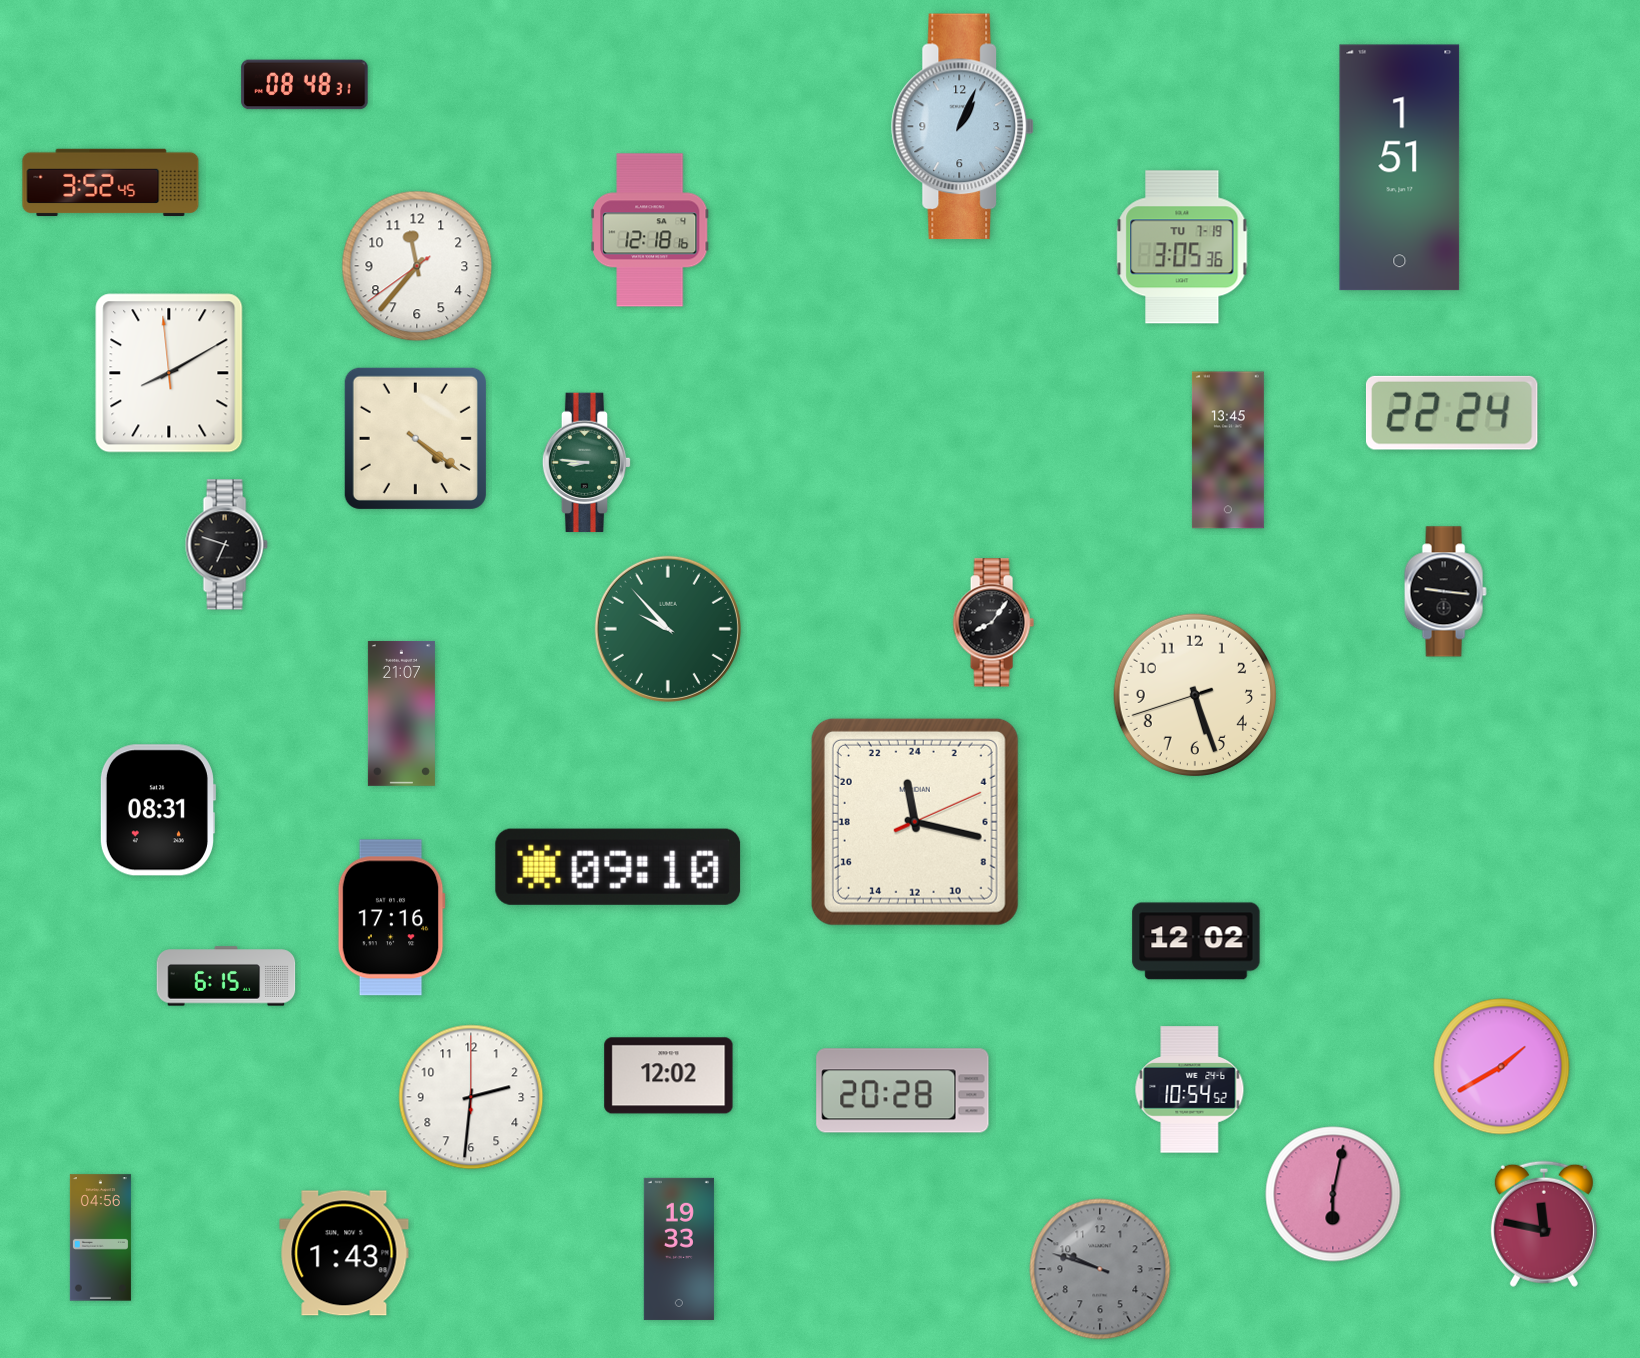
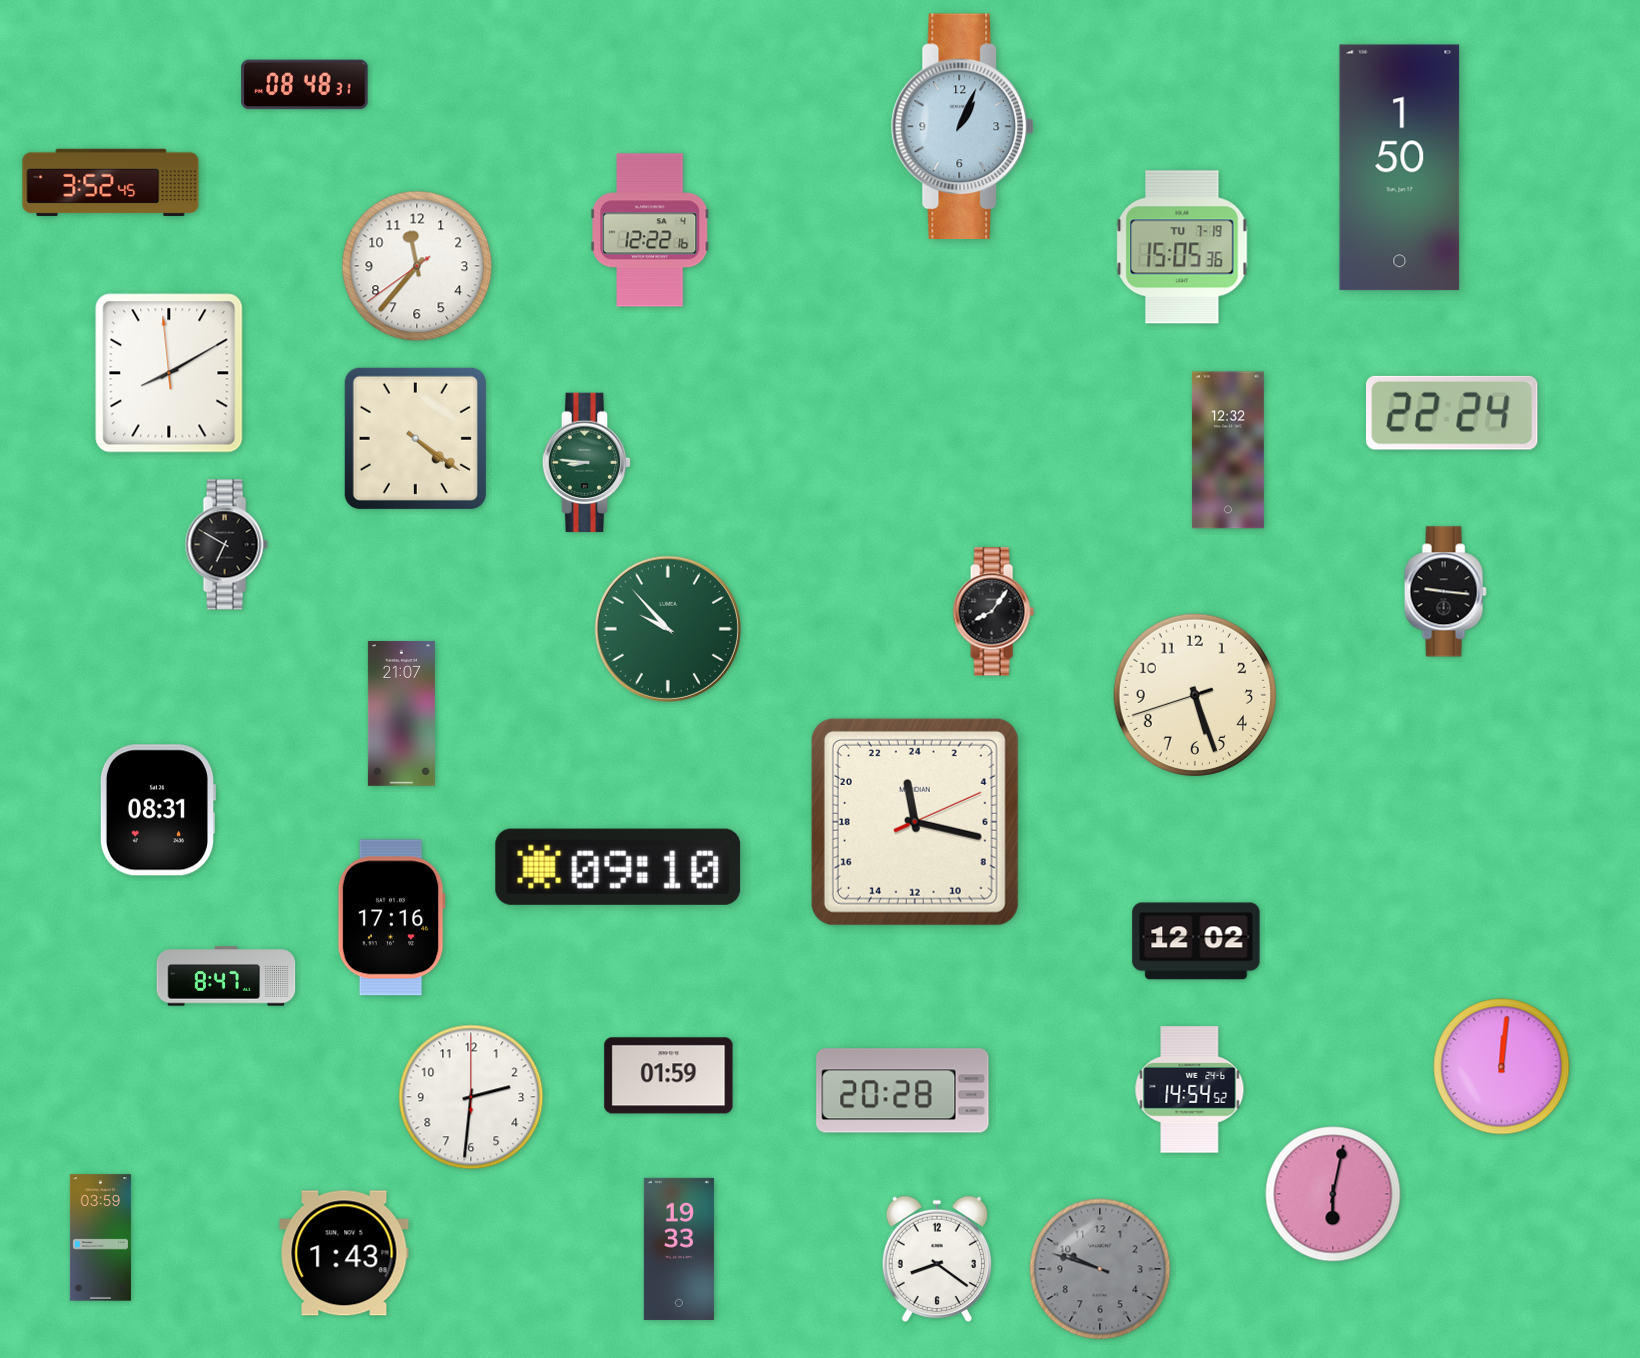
clock at (1400, 168): 1:51 -> 1:50
clock at (650, 230): 12:18 -> 12:22
clock at (1182, 247): 3:05 -> 15:05
clock at (1228, 450): 13:45 -> 12:32
clock at (226, 545): 6:48 -> 6:50
clock at (993, 623) position: (993, 623) -> (993, 612)
clock at (226, 976): 6:15 -> 8:47
clock at (1502, 1067): 1:40 -> 12:01
clock at (669, 1076): 12:02 -> 01:59
clock at (1190, 1090): 10:54 -> 14:54
clock at (1544, 1224): 11:47 -> none
clock at (100, 1238): 04:56 -> 03:59
clock at (936, 1259): none -> 8:21
